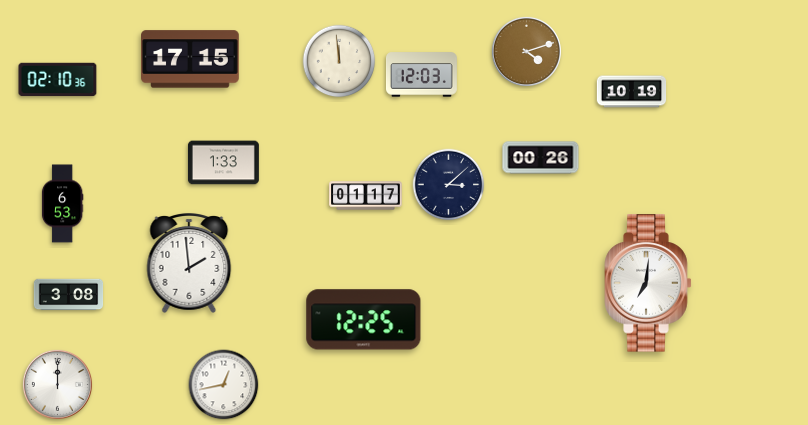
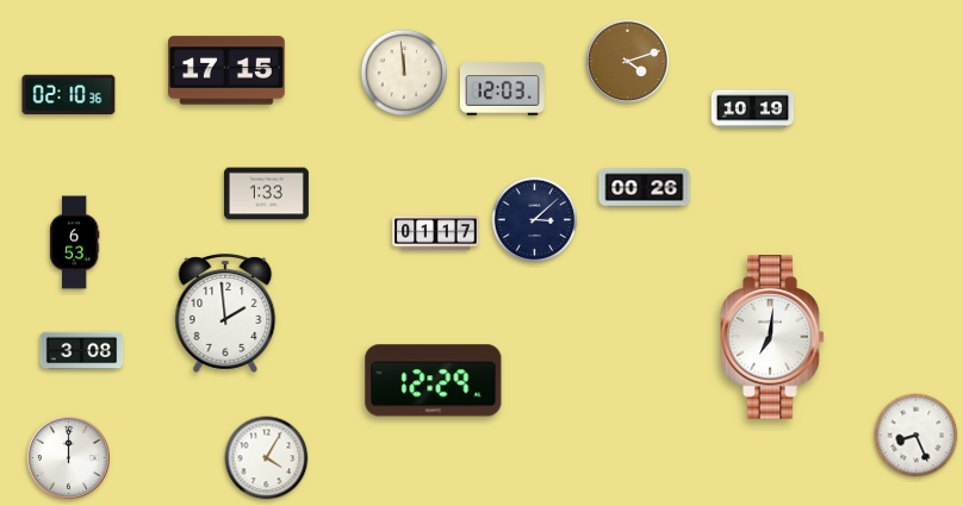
clock at (364, 320): 12:25 -> 12:29
clock at (917, 436): none -> 8:26
clock at (224, 385): 12:43 -> 4:05
